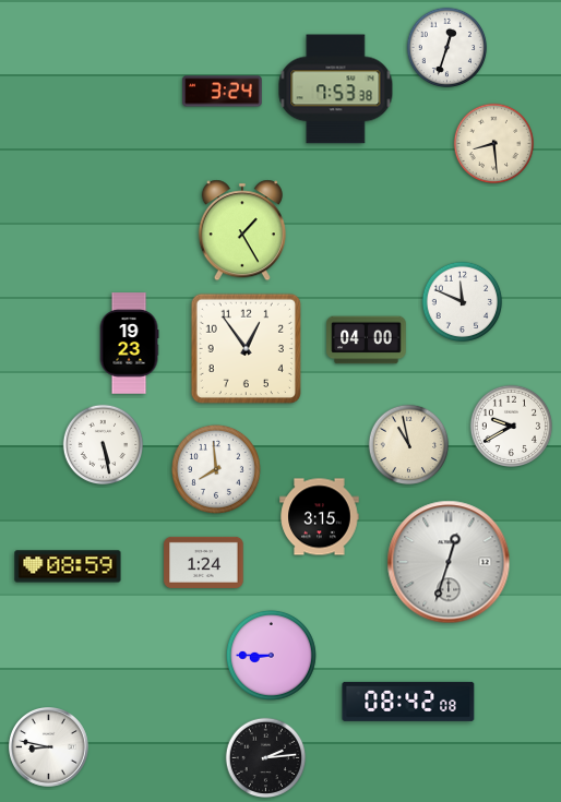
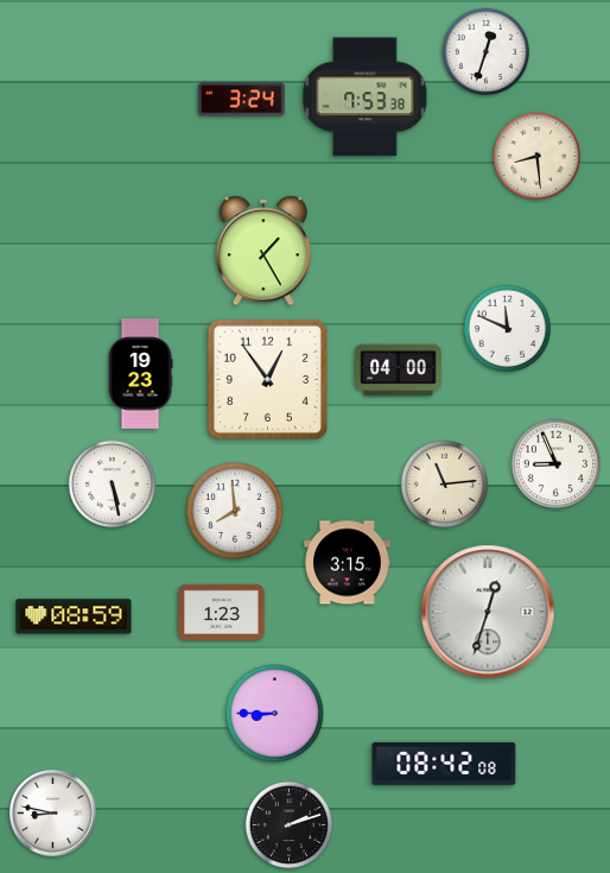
clock at (463, 302) position: (463, 302) -> (508, 329)
clock at (511, 426): 9:40 -> 8:56
clock at (409, 445): 10:58 -> 11:14
clock at (204, 562): 1:24 -> 1:23
clock at (271, 655) position: (271, 655) -> (274, 713)
clock at (266, 758): 2:14 -> 2:12
